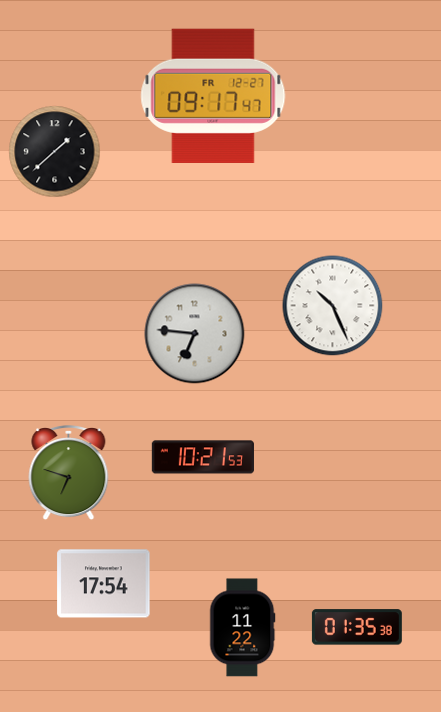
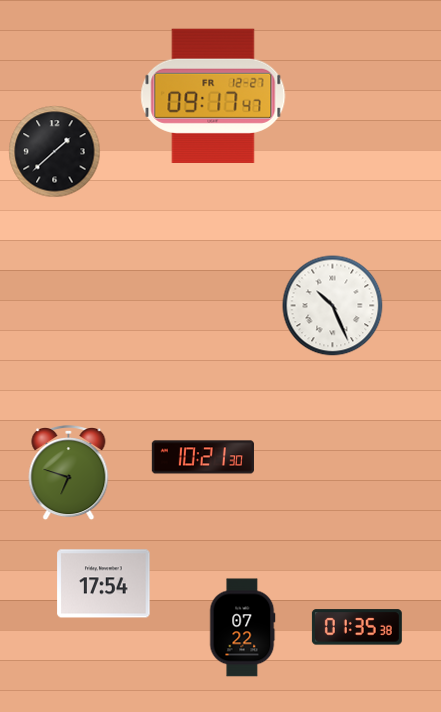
clock at (195, 334): 6:46 -> none
clock at (203, 457): 10:21:53 -> 10:21:30
clock at (243, 628): 11:22 -> 07:22
